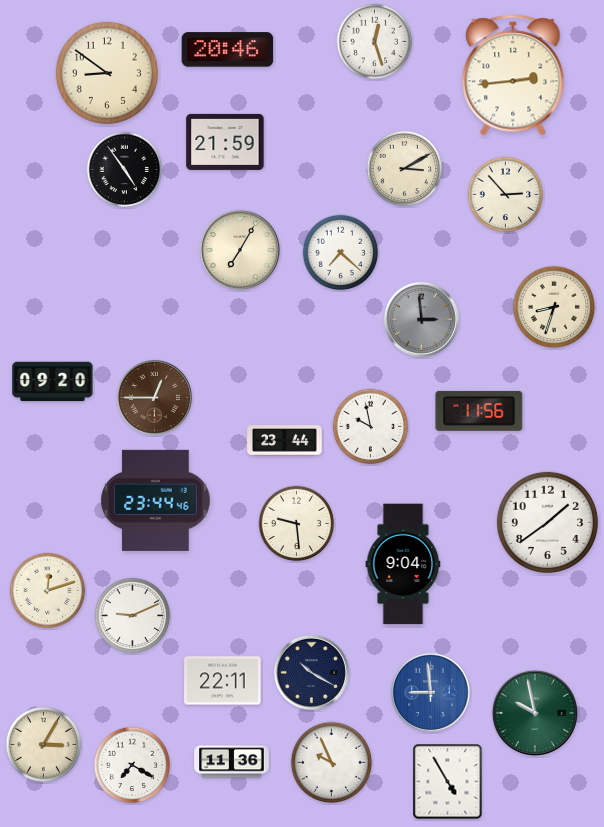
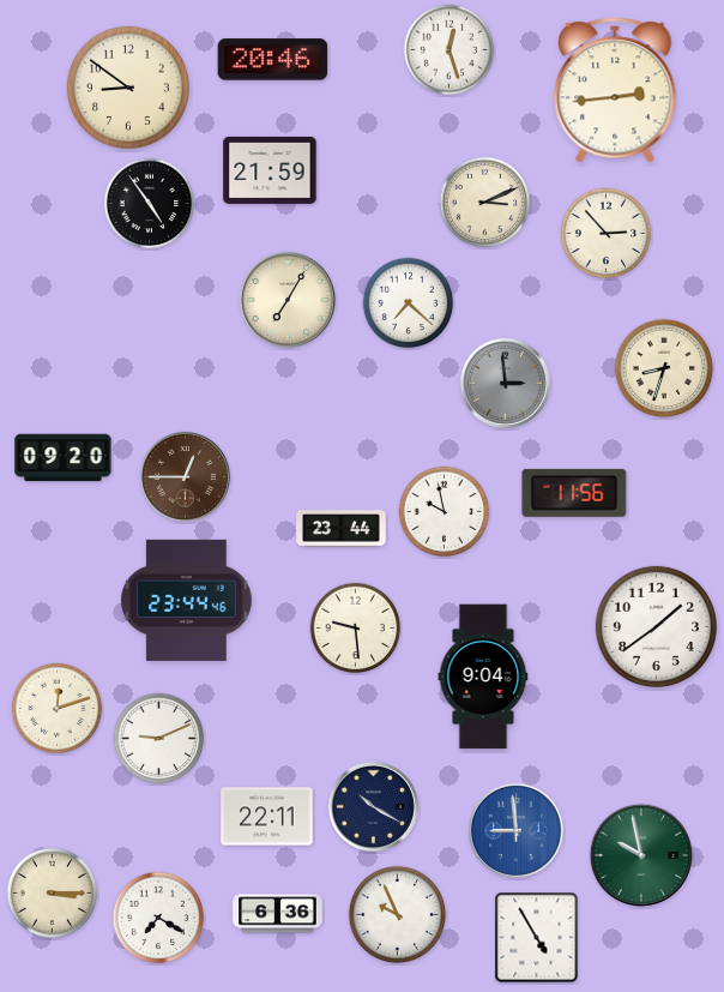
clock at (405, 169): 3:10 -> 3:11
clock at (44, 745): 3:05 -> 3:15
clock at (232, 762): 11:36 -> 6:36
